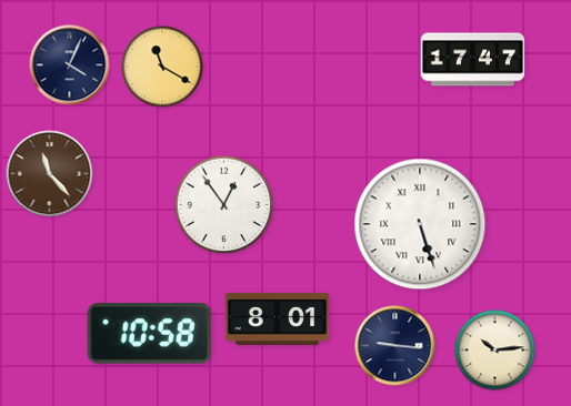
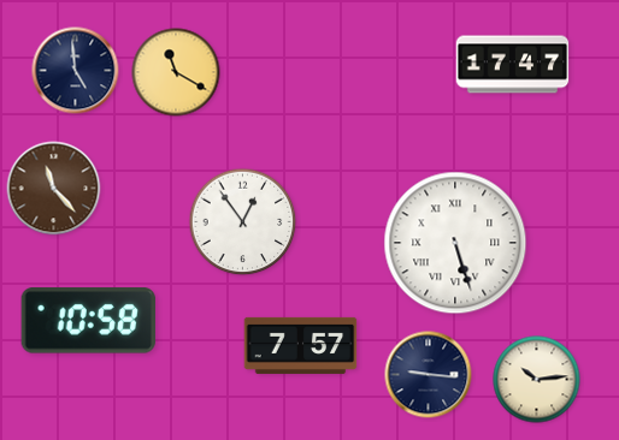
clock at (70, 65): 4:04 -> 4:59
clock at (278, 318): 8:01 -> 7:57
clock at (149, 334) position: (149, 334) -> (88, 321)
